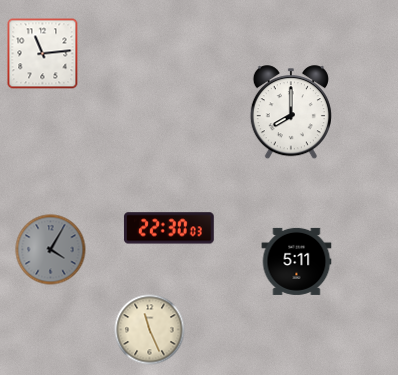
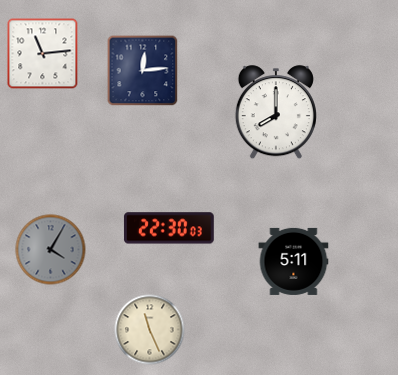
clock at (143, 71): none -> 12:14
clock at (291, 113) position: (291, 113) -> (276, 113)
clock at (297, 261) position: (297, 261) -> (294, 261)
